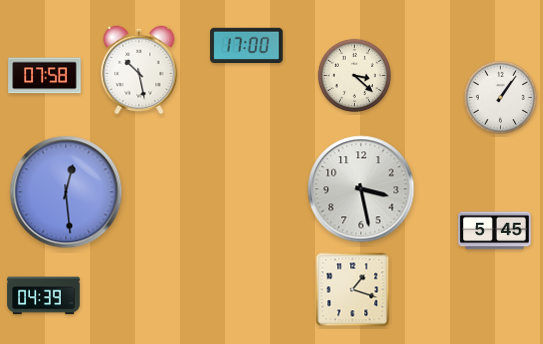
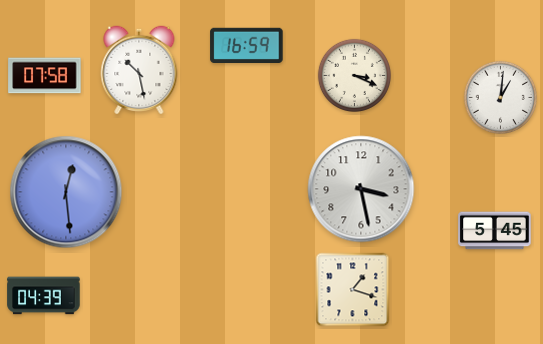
clock at (247, 45): 17:00 -> 16:59
clock at (354, 75): 3:22 -> 3:19
clock at (500, 97): 1:06 -> 1:01
